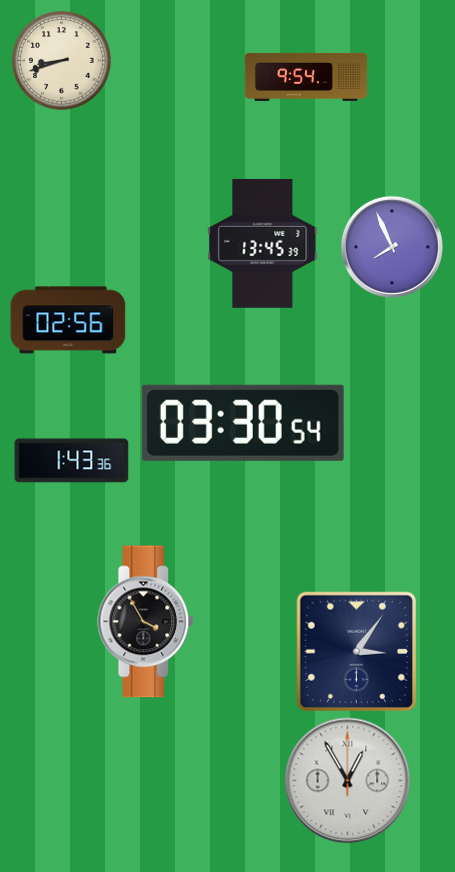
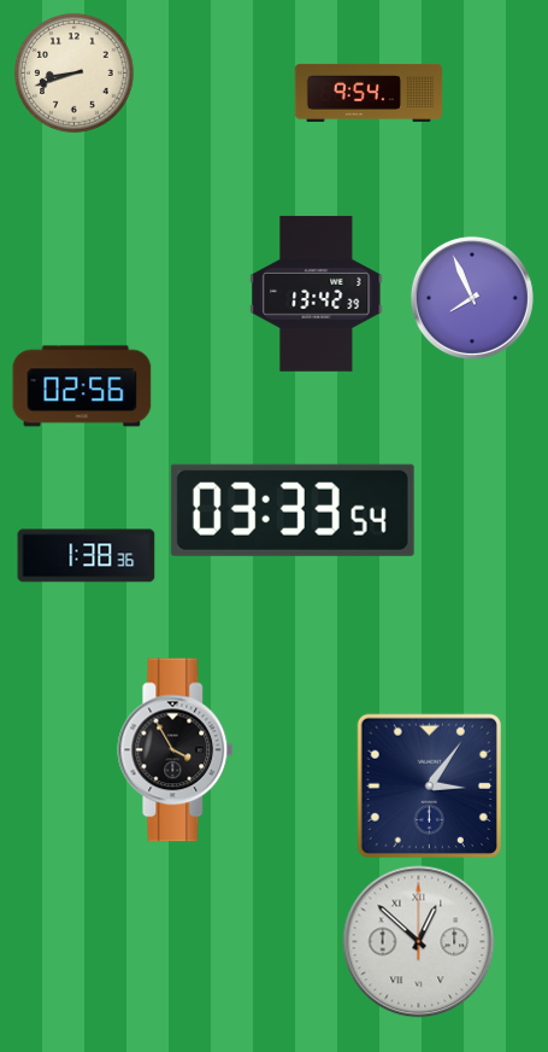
clock at (263, 243): 13:45 -> 13:42
clock at (243, 423): 03:30 -> 03:33
clock at (72, 461): 1:43 -> 1:38
clock at (348, 781): 12:55 -> 12:52
